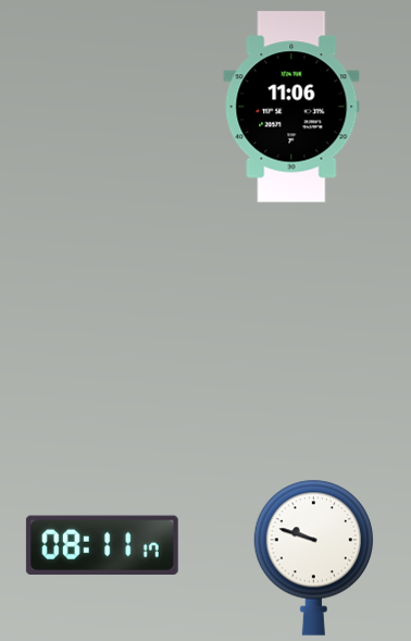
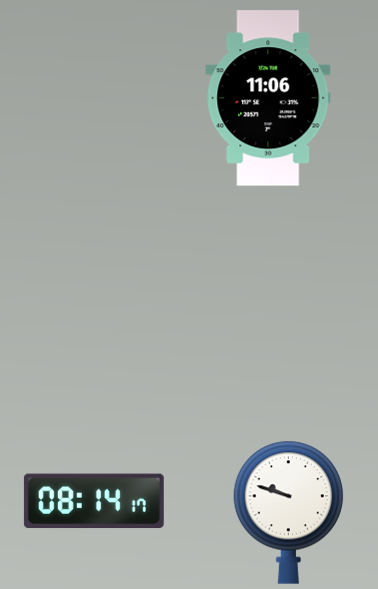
clock at (102, 545): 08:11 -> 08:14
